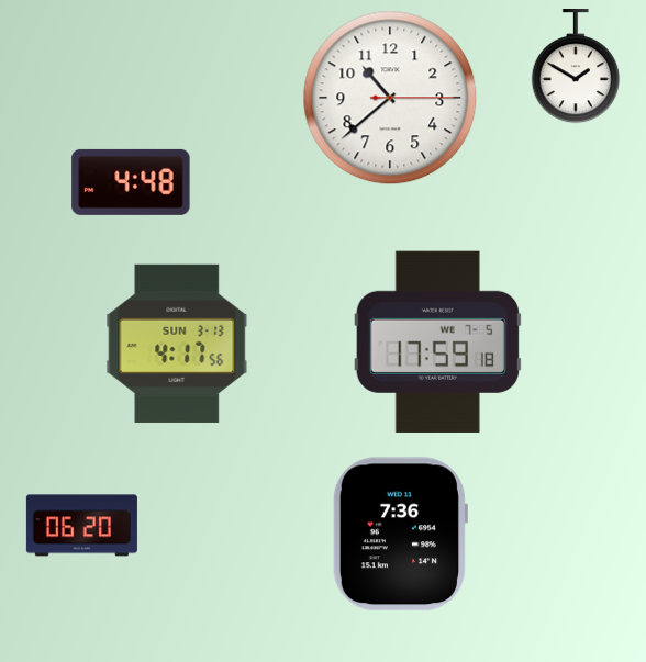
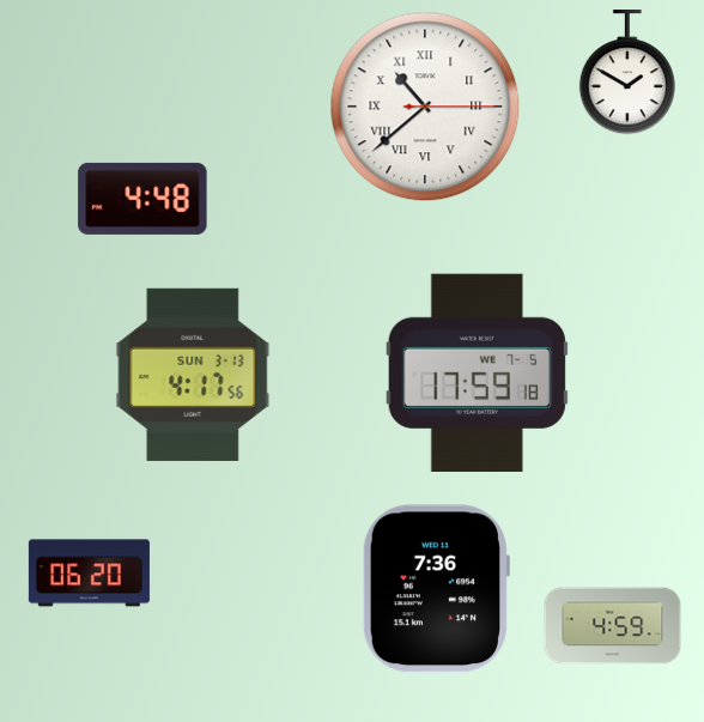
clock at (390, 98) numerals: Arabic -> Roman
clock at (400, 535) position: (400, 535) -> (436, 589)
clock at (613, 626): none -> 4:59
